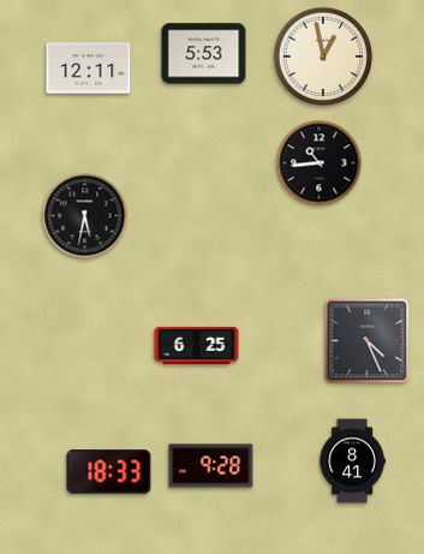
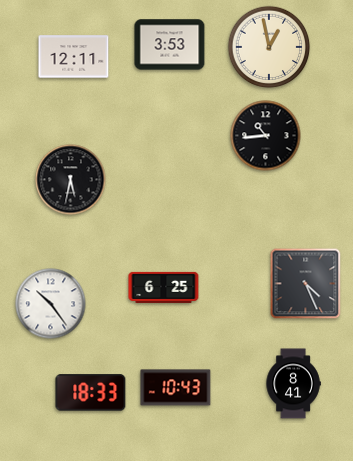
clock at (204, 54): 5:53 -> 3:53
clock at (51, 304): none -> 10:24
clock at (211, 466): 9:28 -> 10:43
